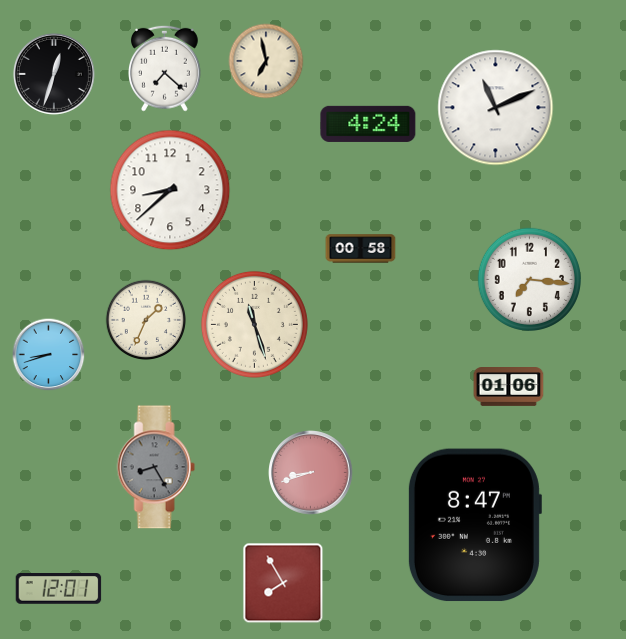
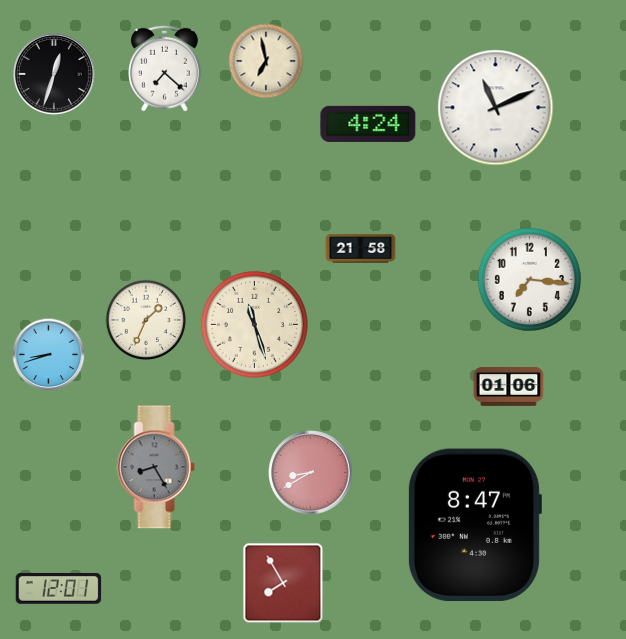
clock at (170, 190): 8:38 -> none
clock at (361, 249): 00:58 -> 21:58
clock at (311, 473): 8:42 -> 8:40
